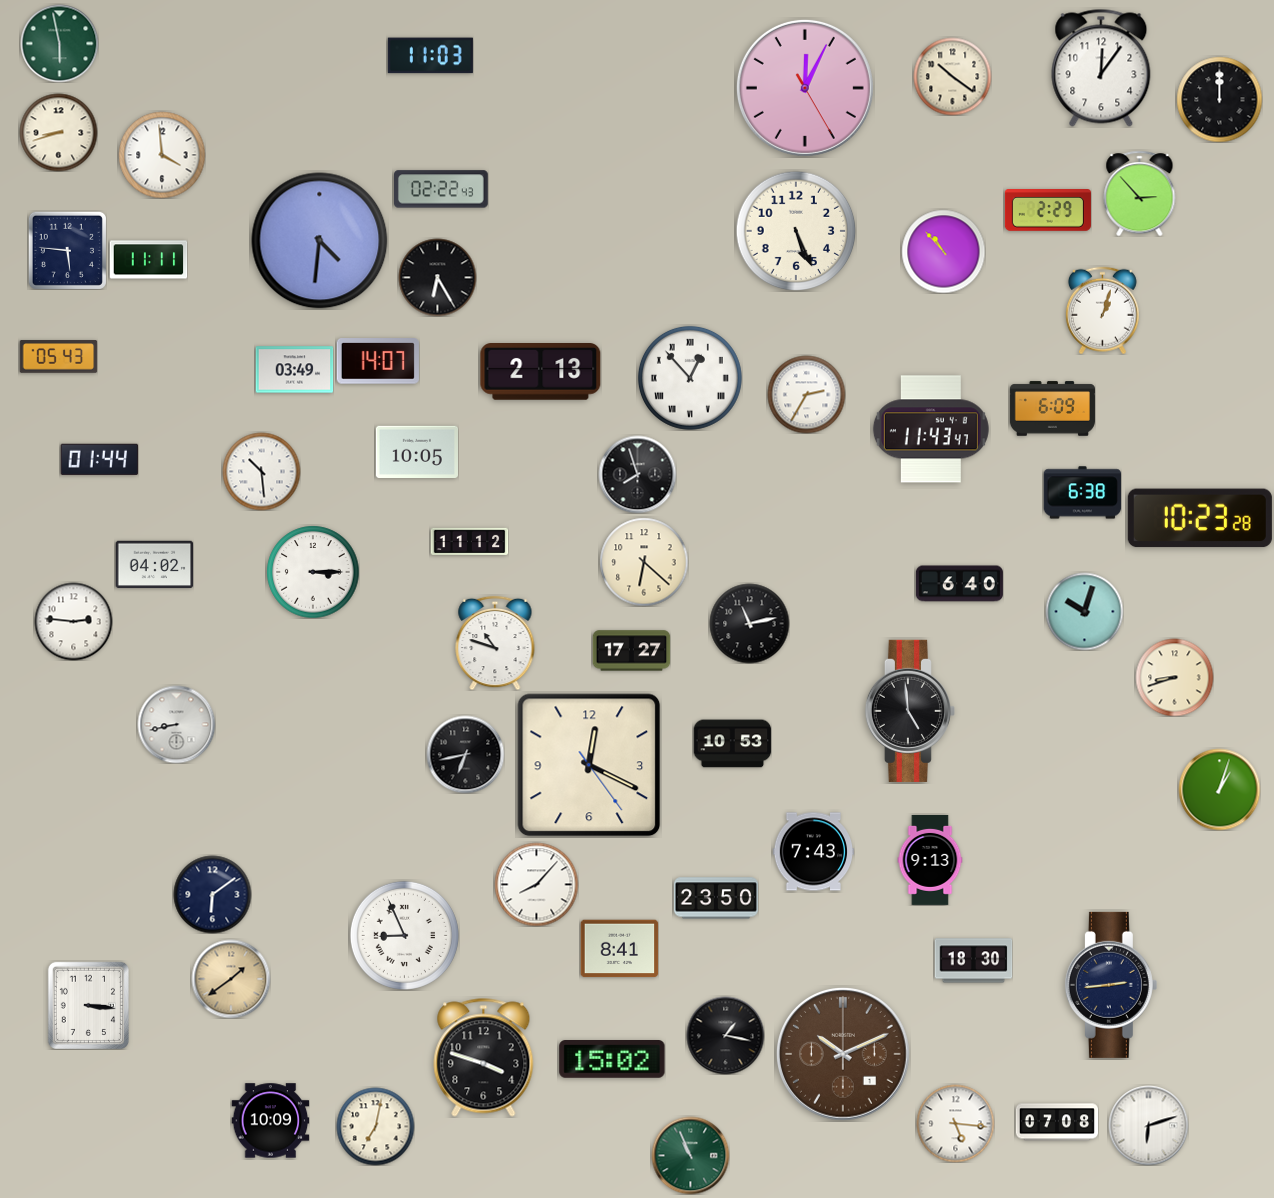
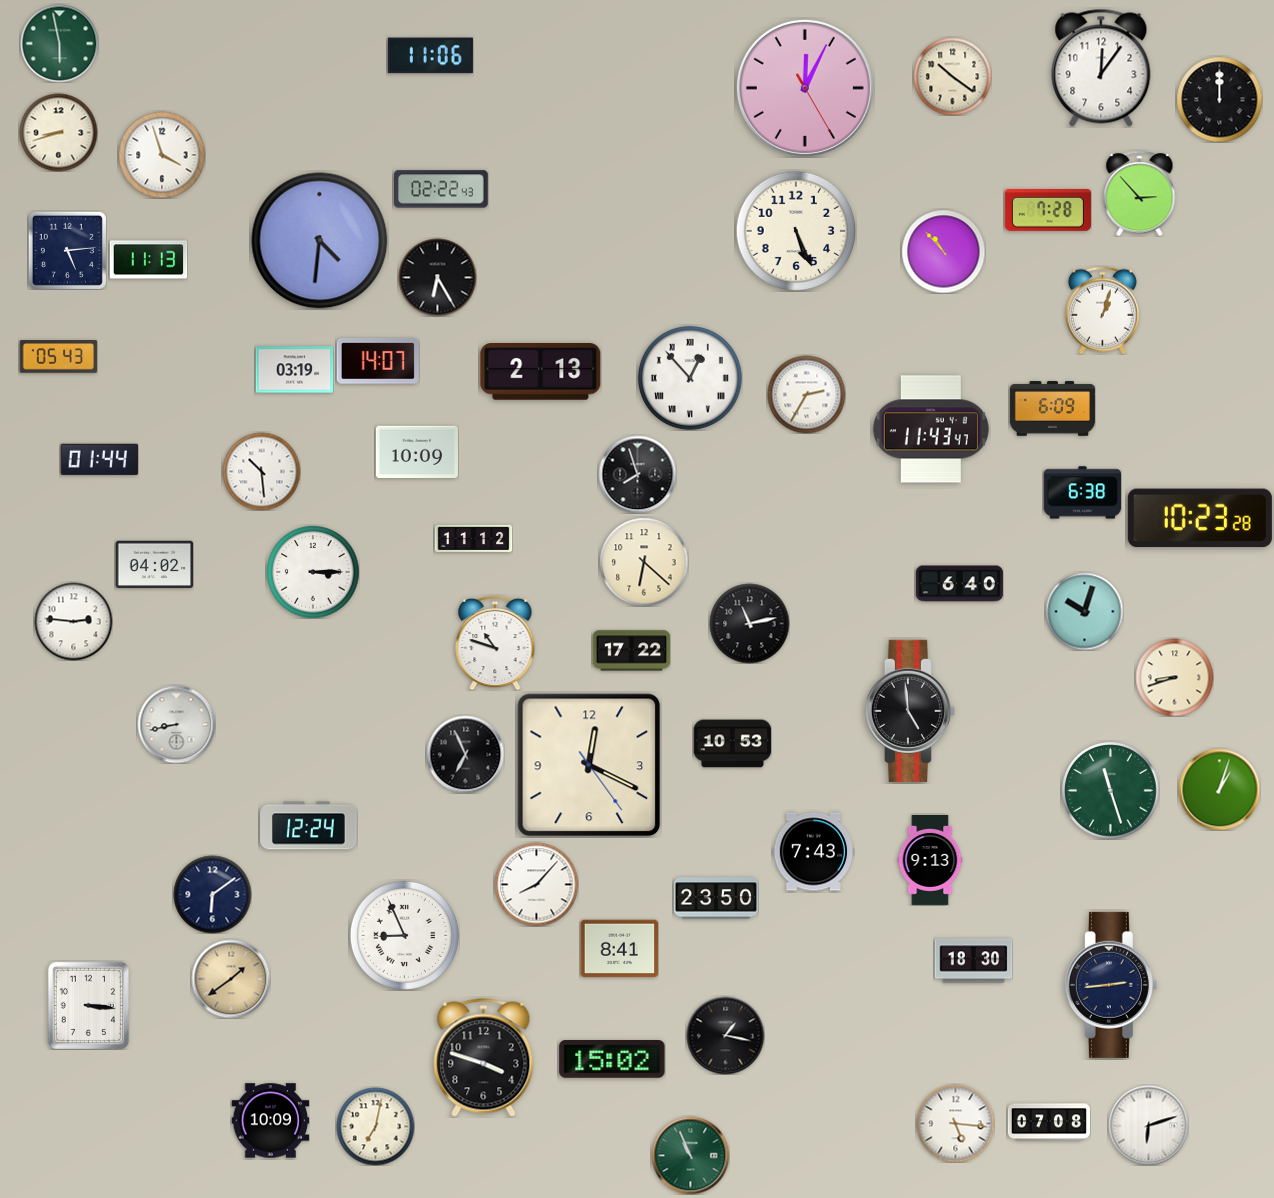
clock at (430, 56): 11:03 -> 11:06
clock at (162, 155): 3:59 -> 3:57
clock at (1048, 211): 2:29 -> 7:28
clock at (67, 250): 5:46 -> 5:14
clock at (148, 260): 11:11 -> 11:13
clock at (294, 370): 03:49 -> 03:19
clock at (416, 452): 10:05 -> 10:09
clock at (469, 541) position: (469, 541) -> (473, 538)
clock at (631, 651): 17:27 -> 17:22
clock at (465, 754): 6:43 -> 6:56
clock at (1111, 791): none -> 11:27
clock at (309, 826): none -> 12:24
clock at (844, 1055): 10:11 -> none
clock at (1057, 1122) position: (1057, 1122) -> (1049, 1122)
